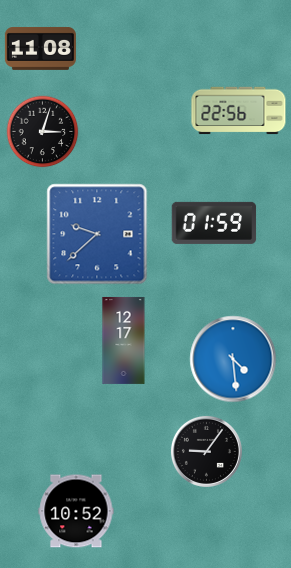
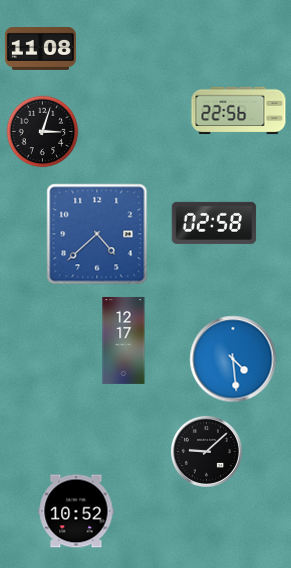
clock at (214, 223): 01:59 -> 02:58
clock at (97, 234): 9:38 -> 4:38
clock at (206, 451): 9:06 -> 9:08
